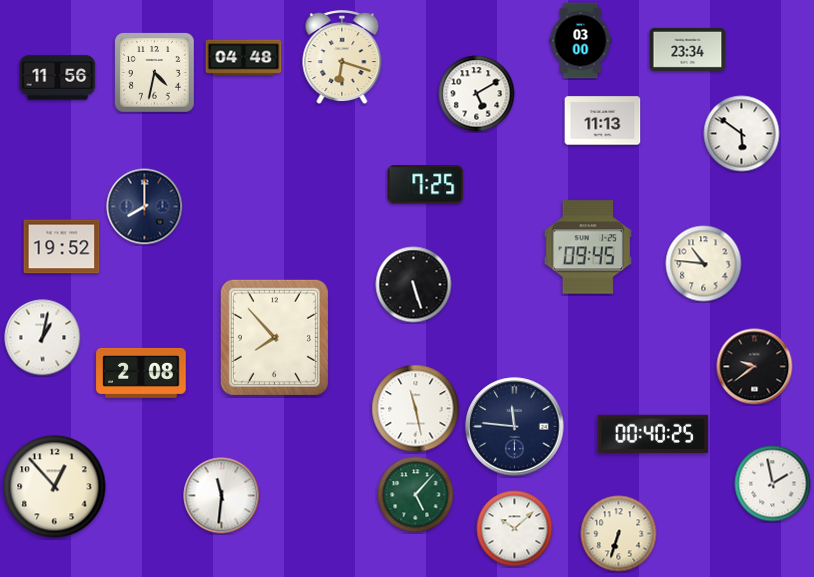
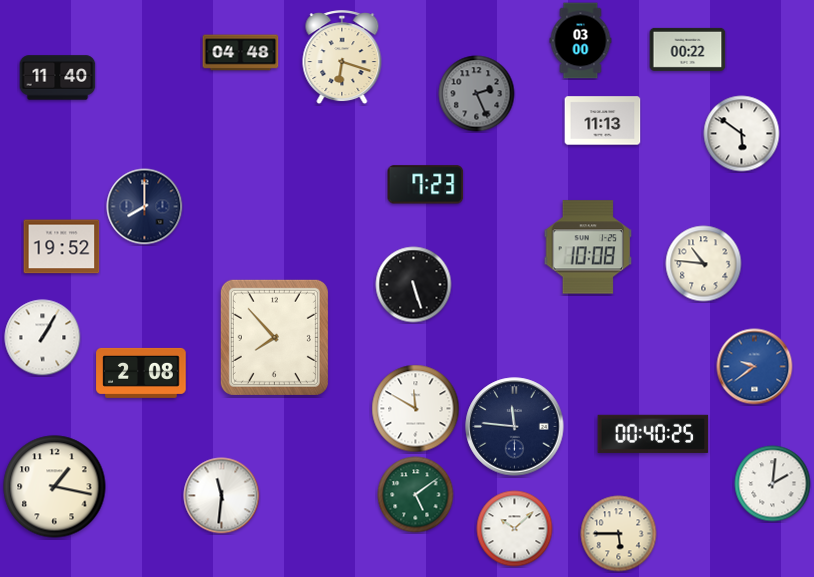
clock at (688, 49): 23:34 -> 00:22
clock at (244, 58) position: (244, 58) -> (241, 53)
clock at (155, 73): 4:32 -> none
clock at (58, 78): 11:56 -> 11:40
clock at (477, 94): 5:10 -> 2:26
clock at (477, 94) dial: white -> grey
clock at (426, 185): 7:25 -> 7:23
clock at (588, 247): 09:45 -> 10:08
clock at (43, 338): 1:02 -> 1:05
clock at (755, 367) dial: black -> blue
clock at (416, 409): 11:28 -> 11:50
clock at (773, 484): 1:58 -> 2:01
clock at (55, 487): 12:53 -> 1:17
clock at (416, 495): 5:07 -> 5:09
clock at (619, 534): 6:33 -> 5:45
